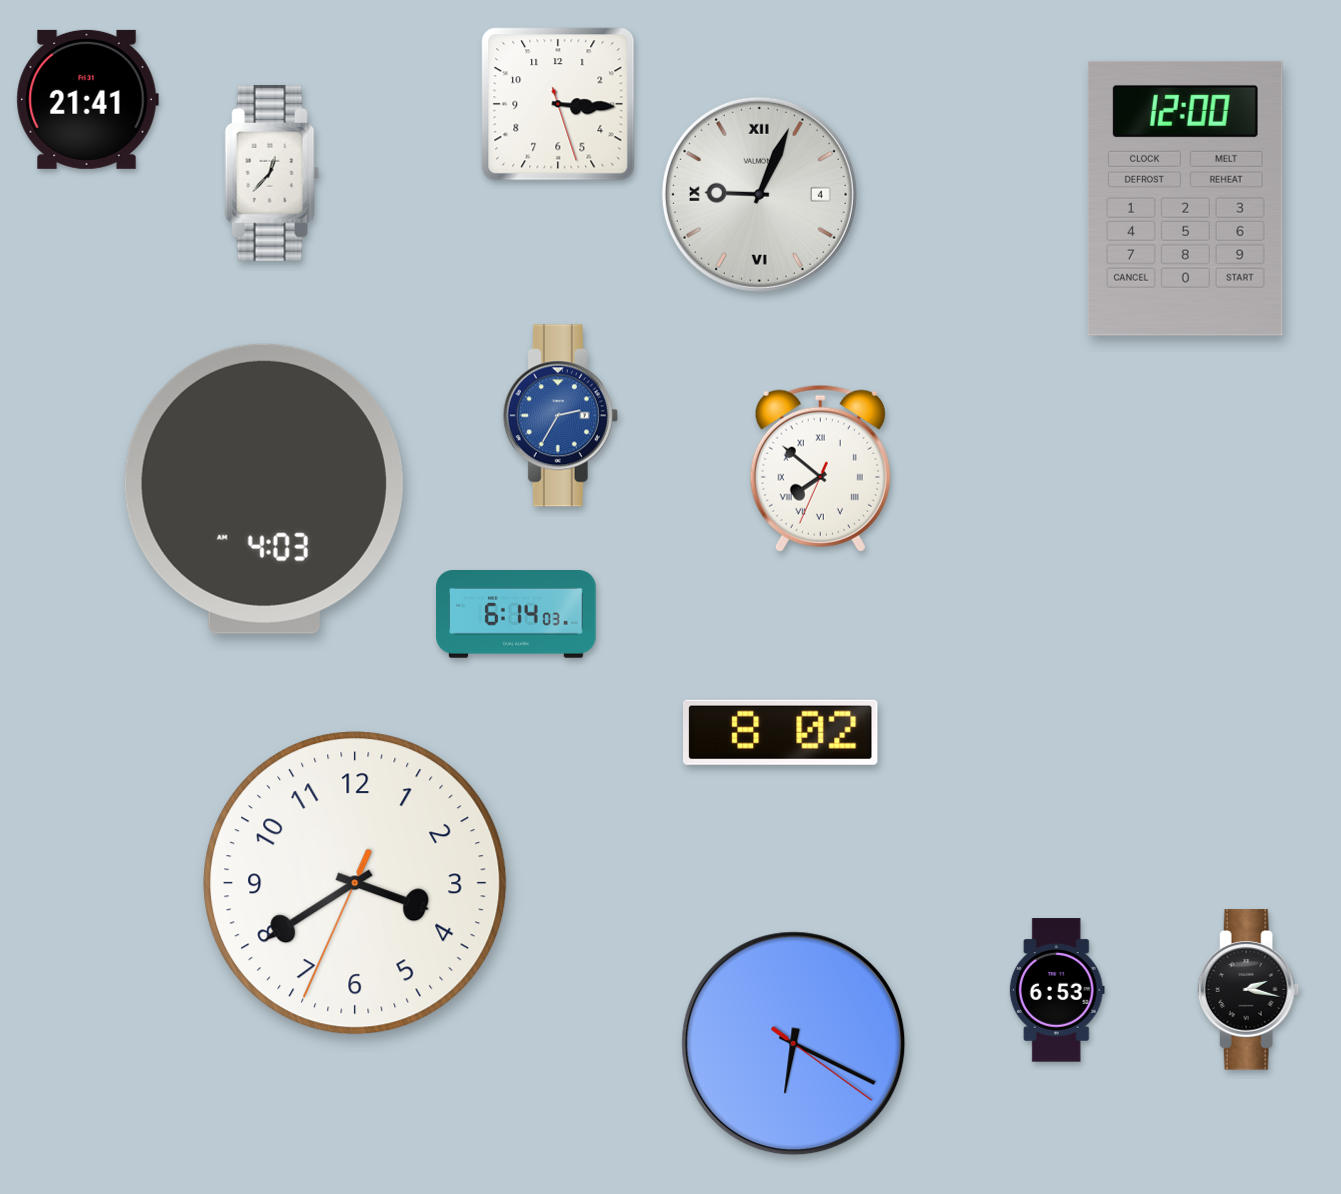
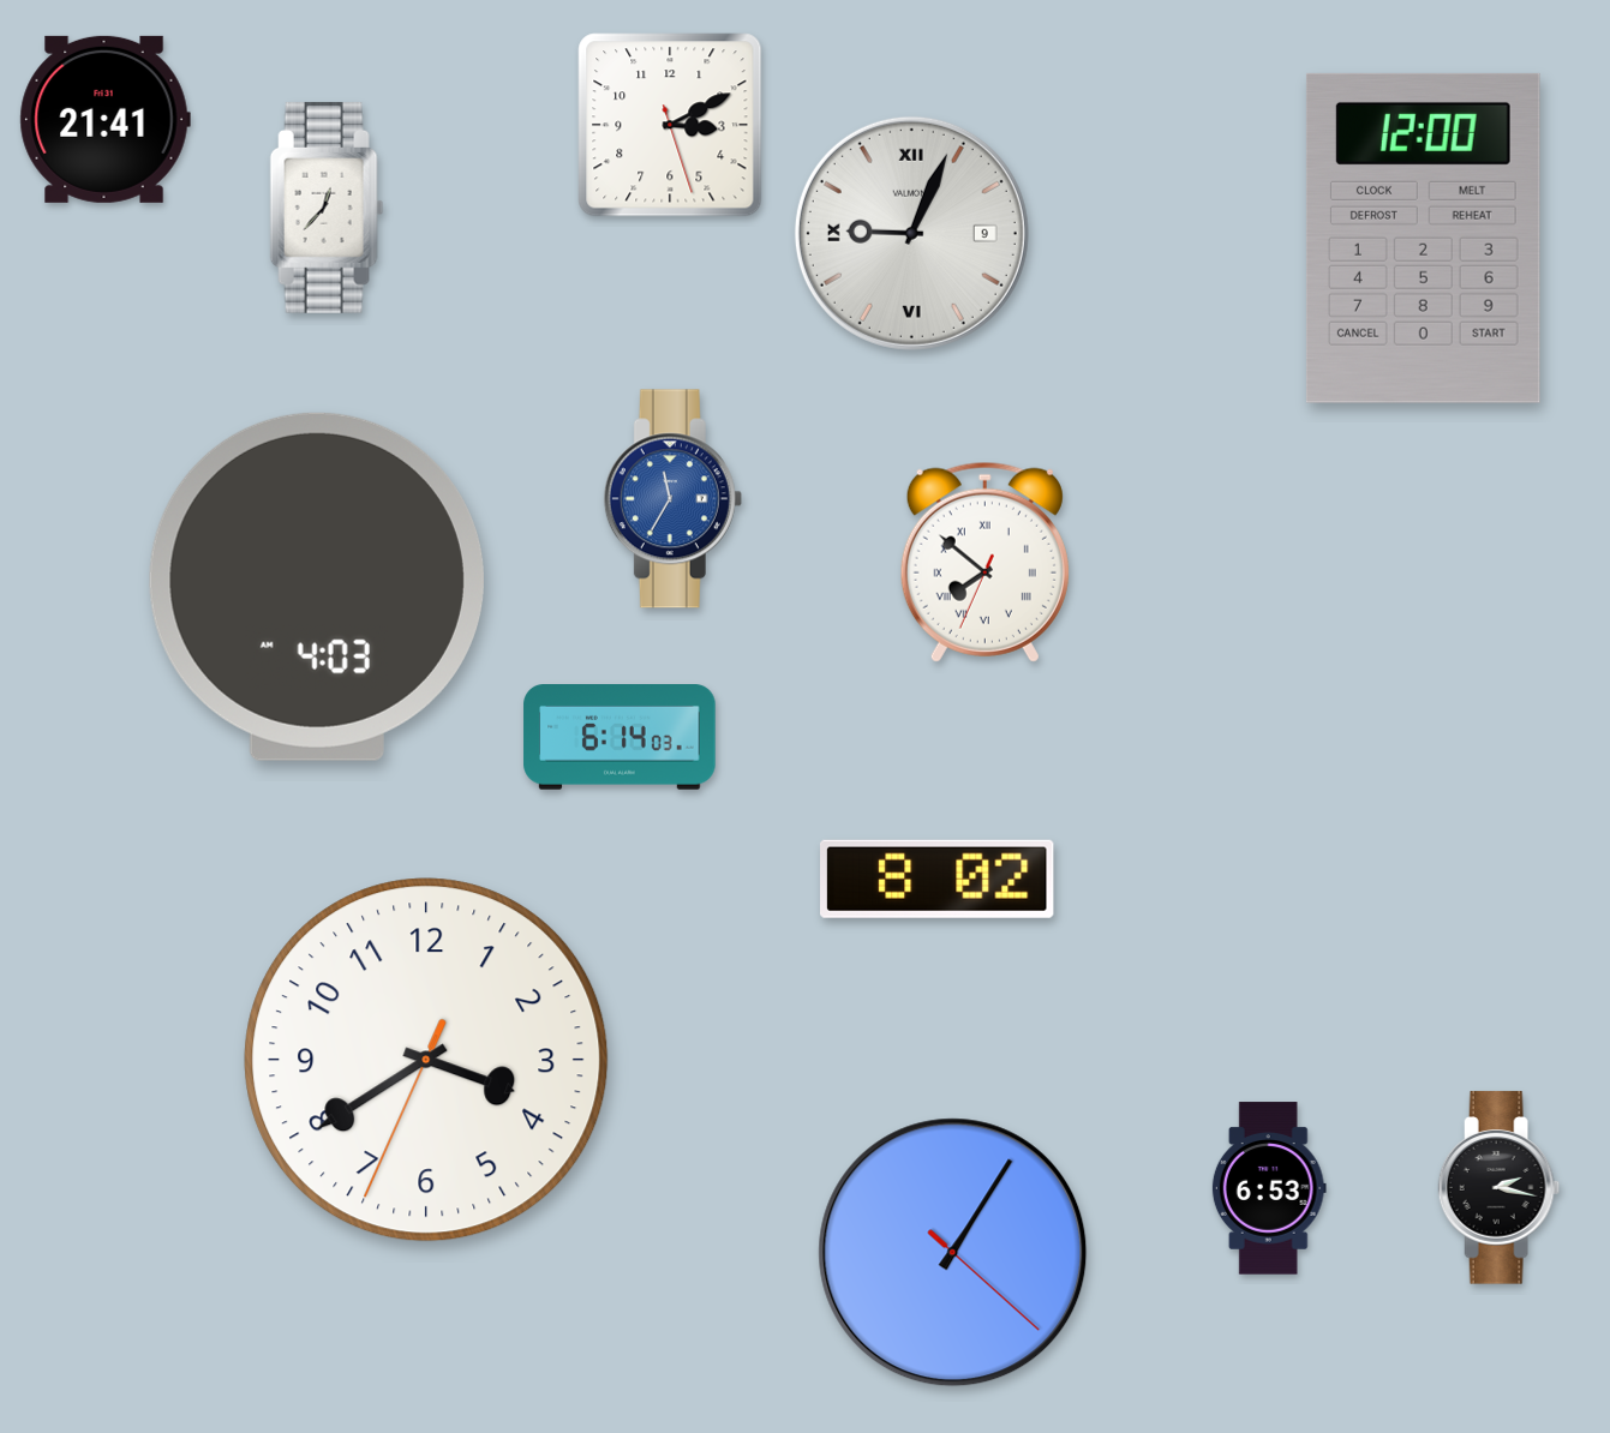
clock at (558, 104): 3:15 -> 3:10
clock at (759, 194) date: 4 -> 9
clock at (560, 416): 2:35 -> 11:35
clock at (794, 1044): 6:19 -> 1:05
